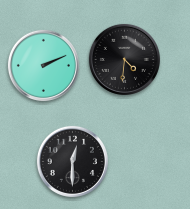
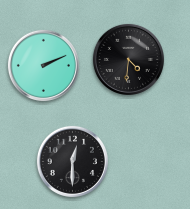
clock at (124, 59) position: (124, 59) -> (128, 59)
